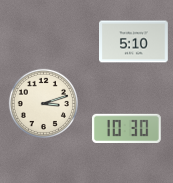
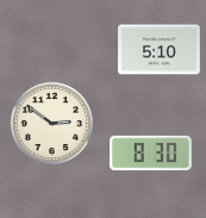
clock at (43, 103): 3:12 -> 2:51
clock at (127, 128): 10:30 -> 8:30
